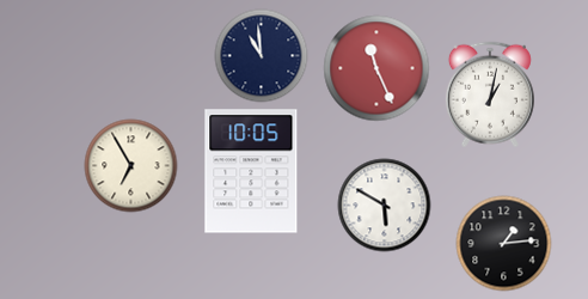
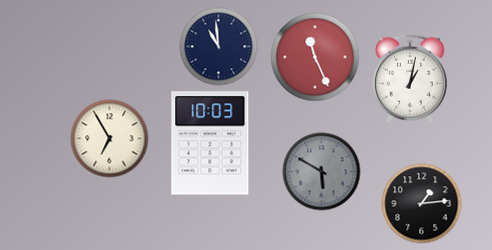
clock at (251, 171): 10:05 -> 10:03
clock at (384, 205) dial: white -> grey
